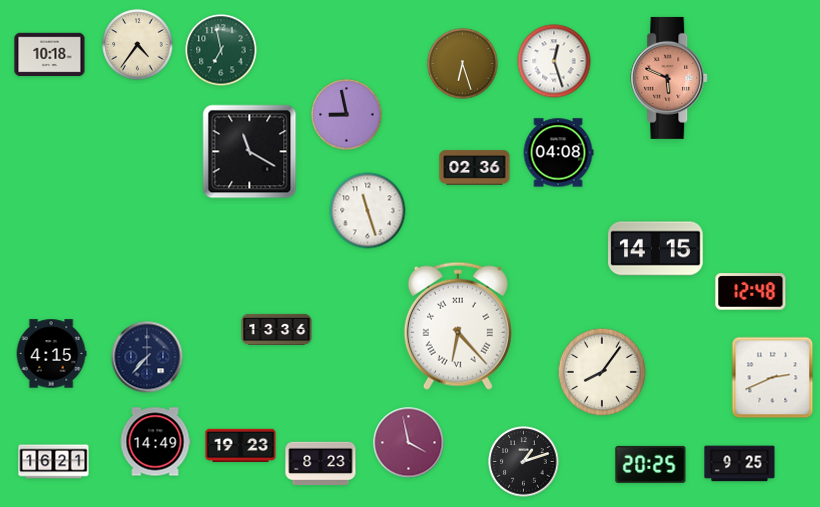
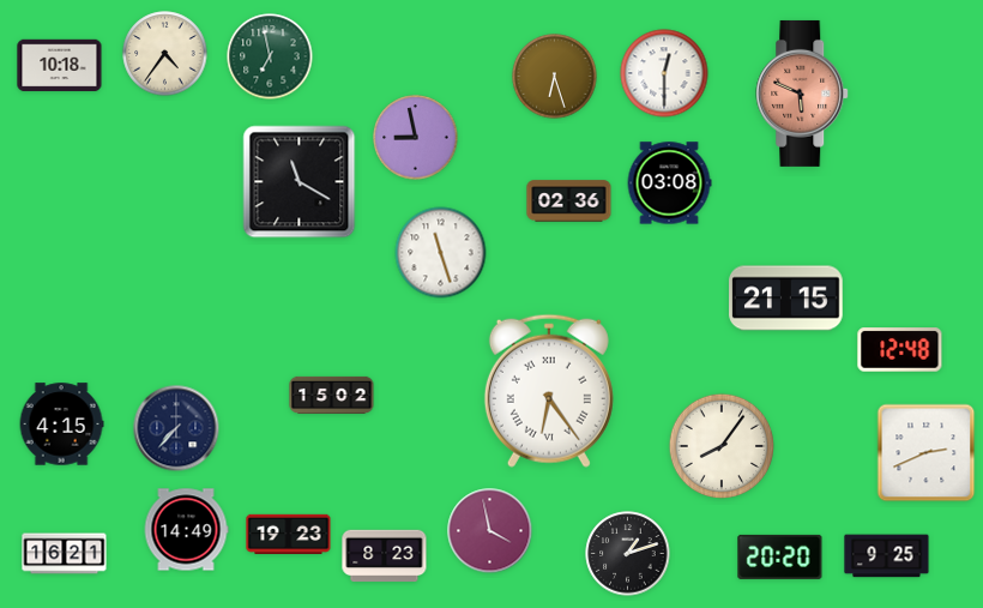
clock at (221, 50) position: (221, 50) -> (270, 56)
clock at (554, 61): 12:27 -> 12:30
clock at (558, 153): 04:08 -> 03:08
clock at (656, 249): 14:15 -> 21:15
clock at (458, 326): 6:23 -> 6:24
clock at (277, 329): 13:36 -> 15:02
clock at (651, 464): 20:25 -> 20:20
